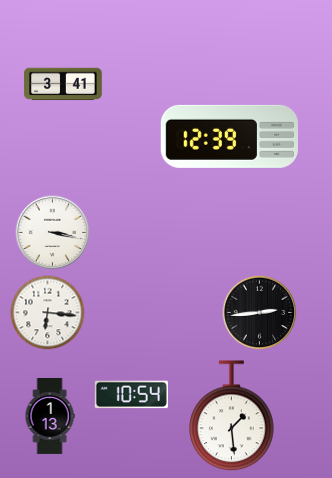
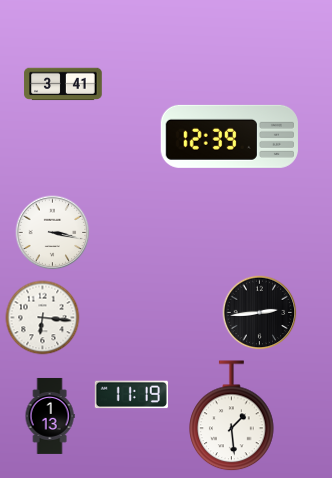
clock at (48, 313) position: (48, 313) -> (43, 318)
clock at (131, 395): 10:54 -> 11:19
